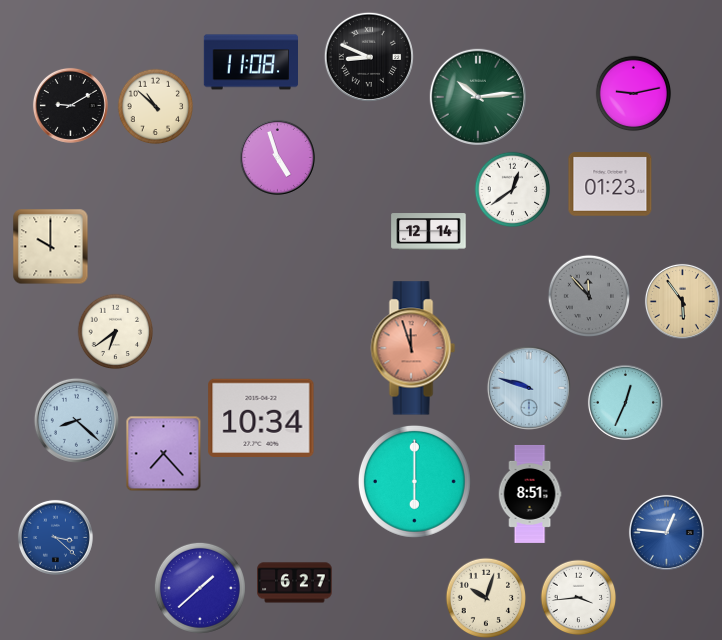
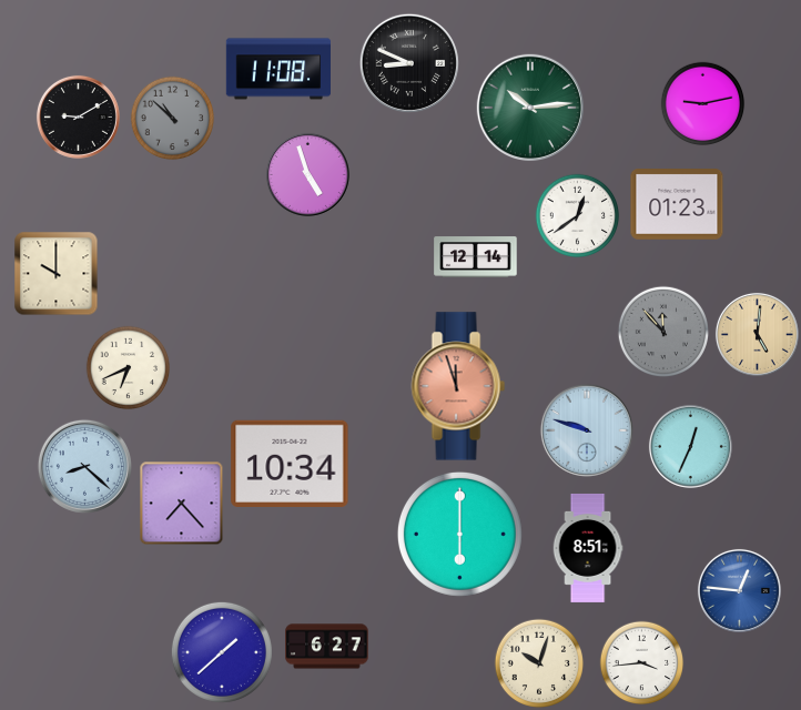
clock at (156, 107) dial: cream -> grey
clock at (513, 190) position: (513, 190) -> (578, 216)
clock at (588, 295) position: (588, 295) -> (662, 331)
clock at (682, 301): 5:54 -> 5:01
clock at (116, 332): 6:39 -> 6:41
clock at (625, 402) position: (625, 402) -> (690, 446)
clock at (55, 537): 3:22 -> none
